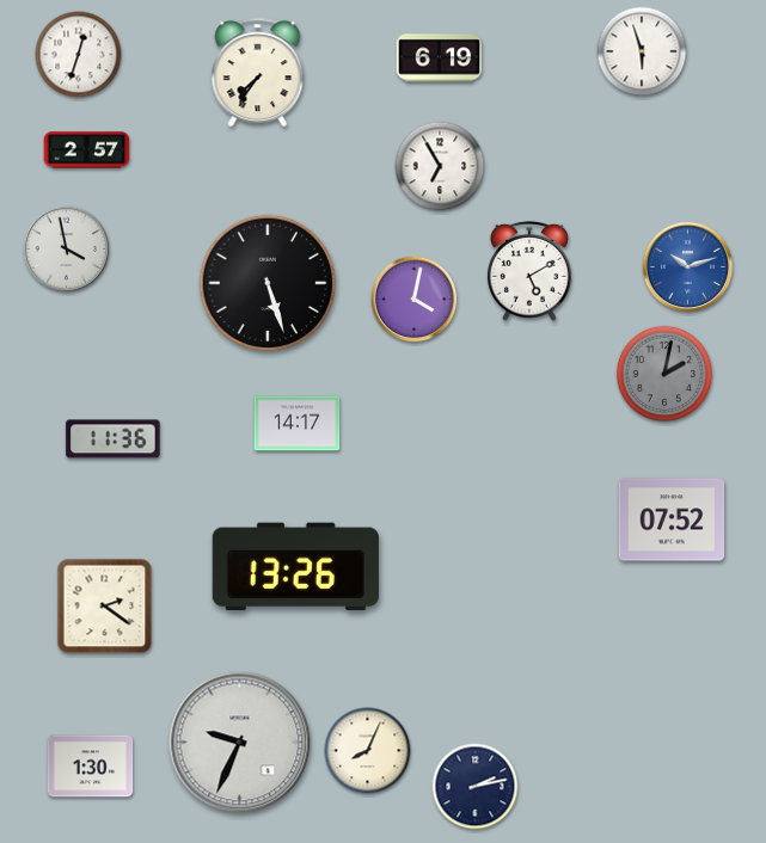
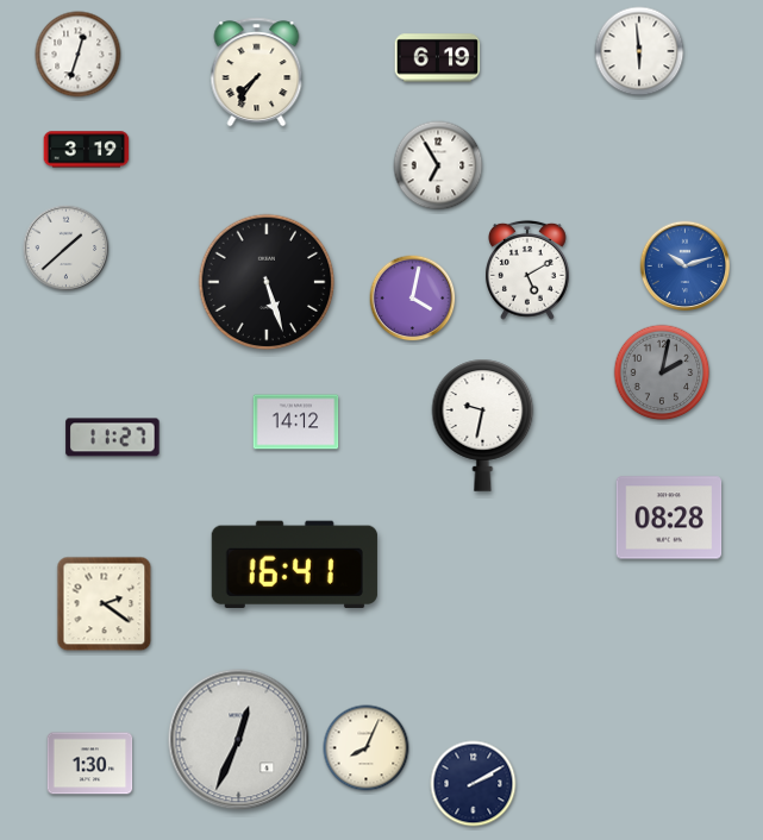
clock at (642, 51): 5:57 -> 5:59
clock at (87, 150): 2:57 -> 3:19
clock at (67, 250): 3:58 -> 1:38
clock at (298, 424): 14:17 -> 14:12
clock at (483, 425): none -> 9:32
clock at (114, 439): 11:36 -> 11:27
clock at (672, 519): 07:52 -> 08:28
clock at (295, 567): 13:26 -> 16:41
clock at (240, 743): 9:34 -> 12:34
clock at (476, 787): 2:13 -> 2:10
